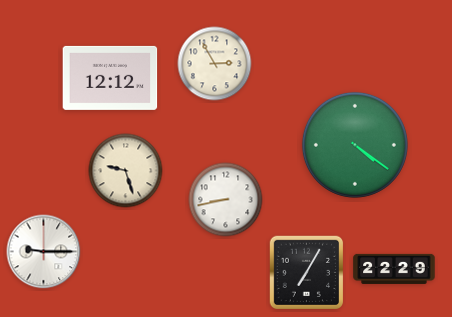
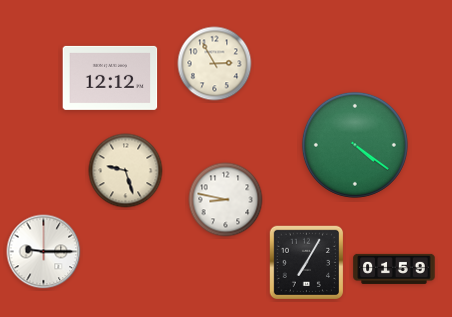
clock at (226, 200): 8:43 -> 8:47
clock at (394, 269): 22:29 -> 01:59
clock at (307, 273) position: (307, 273) -> (307, 263)
